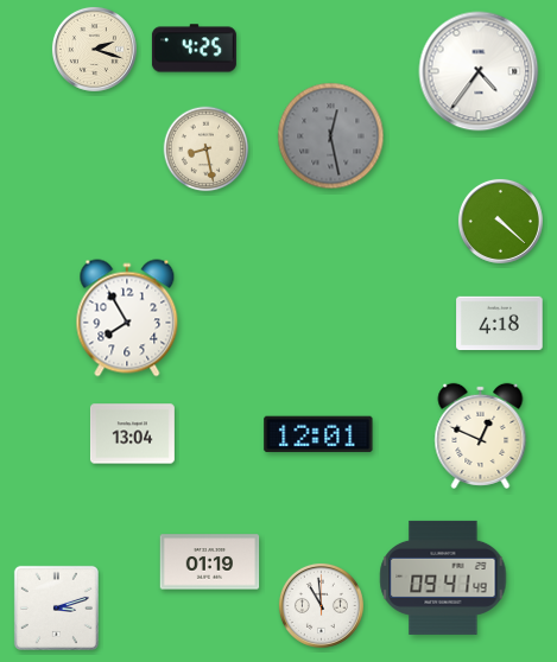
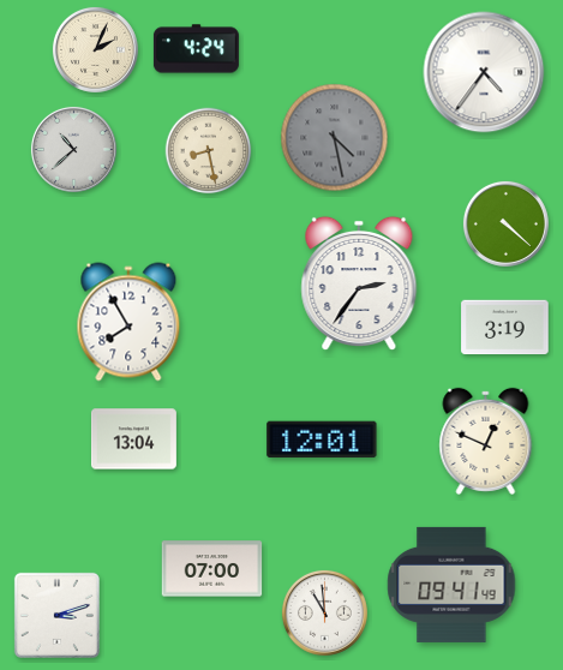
clock at (94, 49): 2:18 -> 2:04
clock at (194, 49): 4:25 -> 4:24
clock at (331, 136): 12:28 -> 4:28
clock at (73, 149): none -> 10:38
clock at (359, 283): none -> 2:36
clock at (500, 324): 4:18 -> 3:19
clock at (210, 562): 01:19 -> 07:00
clock at (443, 578) position: (443, 578) -> (451, 585)
